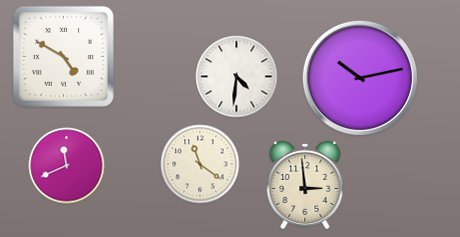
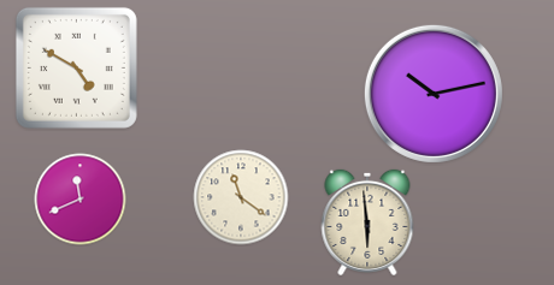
clock at (237, 77): 4:31 -> none
clock at (305, 185): 2:59 -> 5:59
